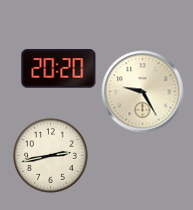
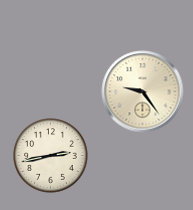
clock at (59, 69): 20:20 -> none
clock at (143, 92): 9:25 -> 9:24
